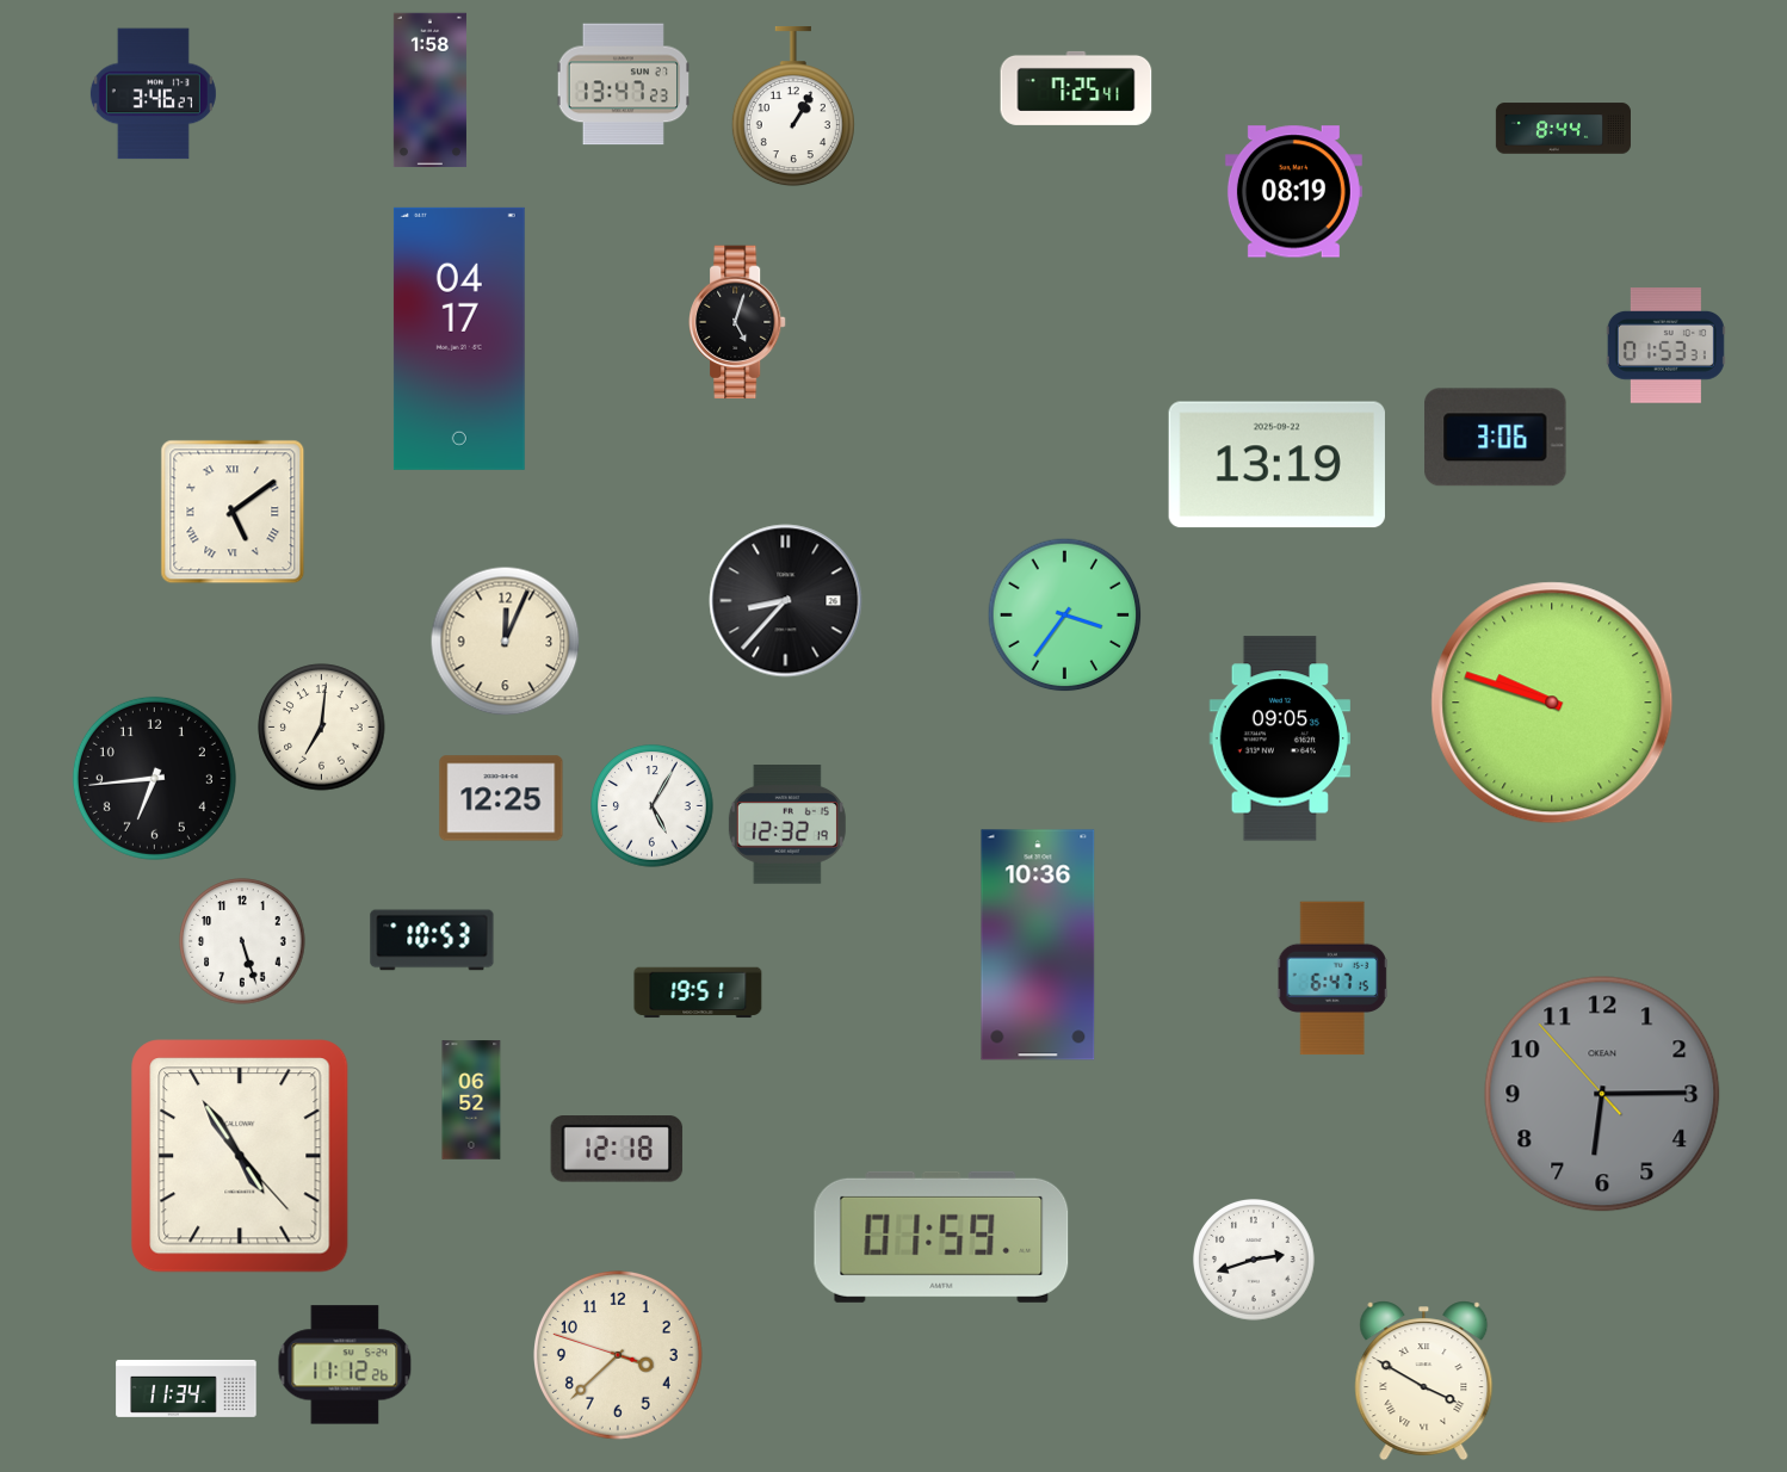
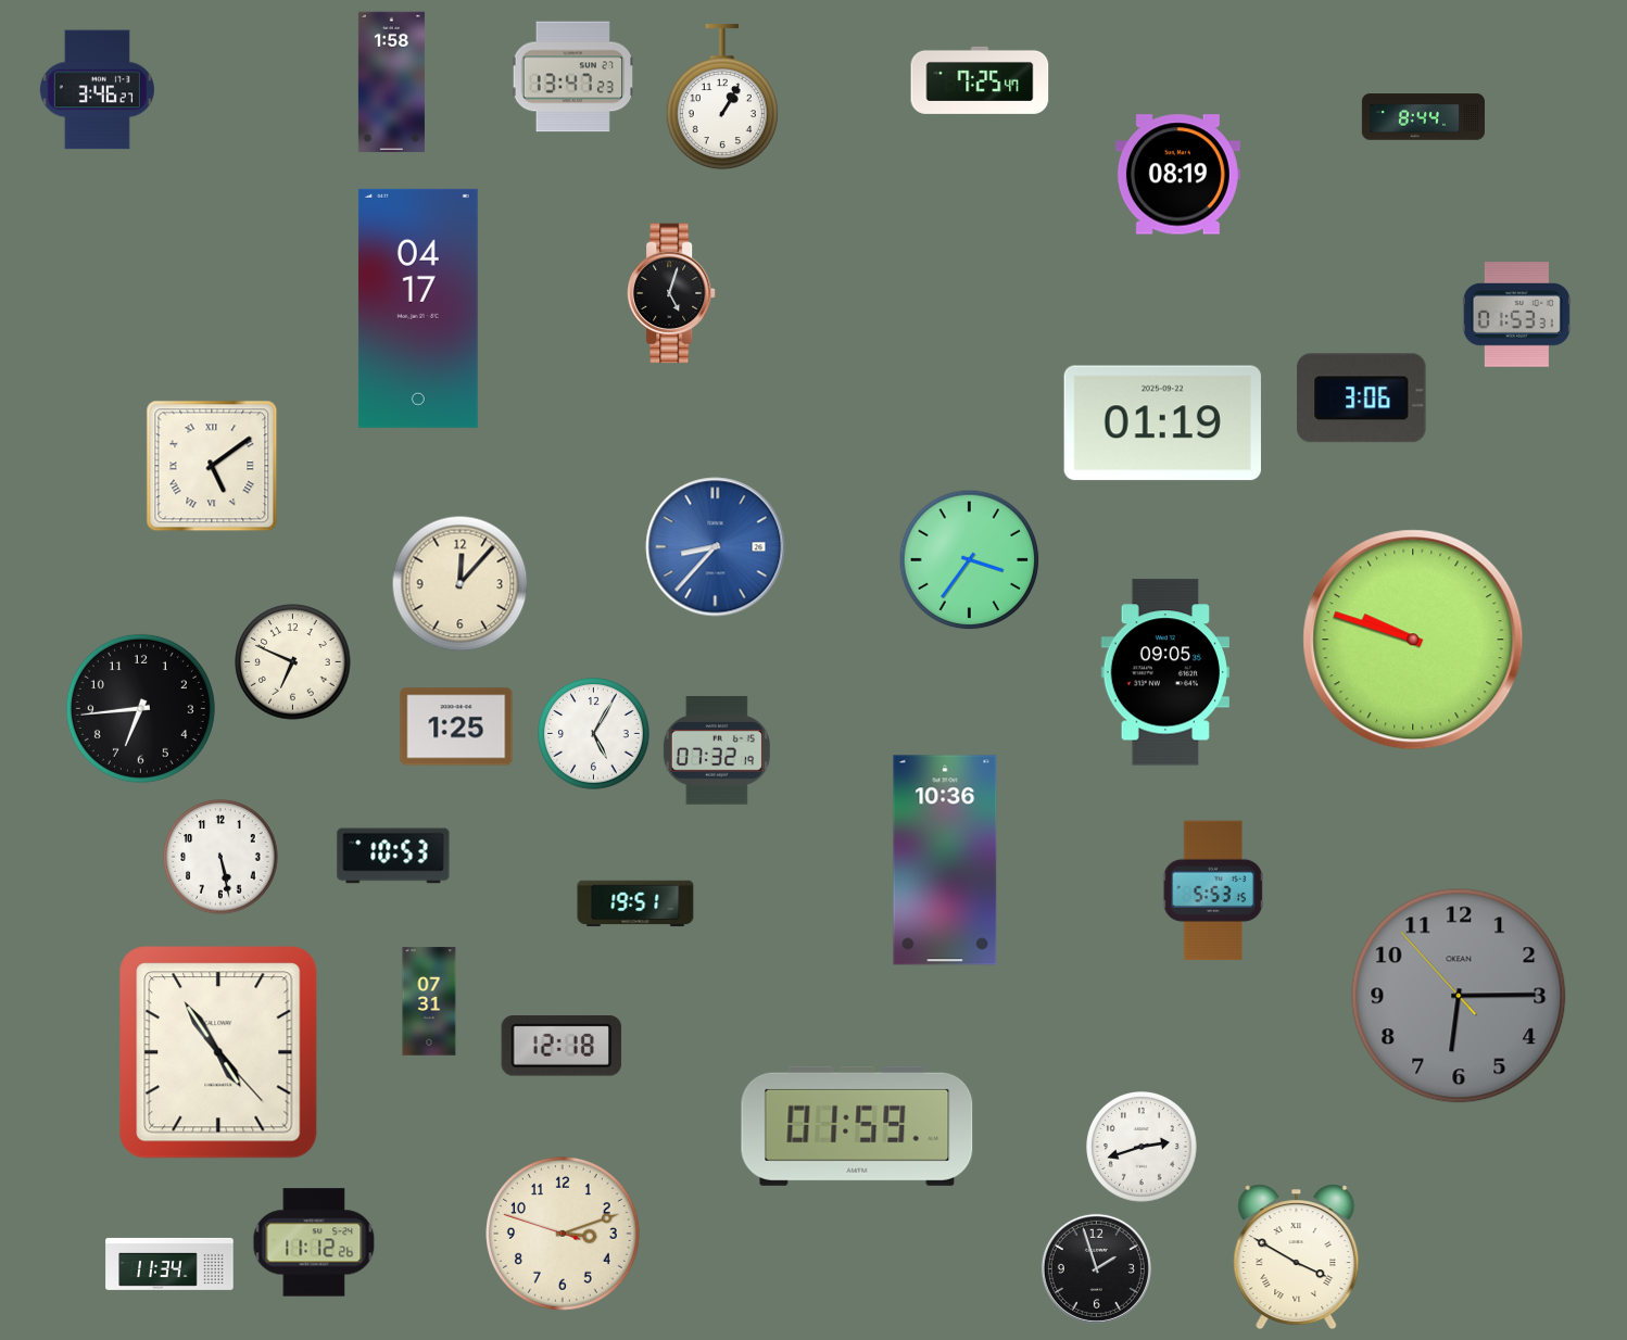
clock at (623, 85) position: (623, 85) -> (572, 77)
clock at (1076, 88): 7:25:41 -> 7:25:47
clock at (153, 94) position: (153, 94) -> (97, 90)
clock at (1276, 465): 13:19 -> 01:19
clock at (786, 601) dial: black -> blue
clock at (506, 642): 12:04 -> 12:07
clock at (322, 728): 7:01 -> 6:49
clock at (501, 798): 12:25 -> 1:25
clock at (787, 824): 12:32 -> 07:32
clock at (242, 941): 5:27 -> 5:28
clock at (1332, 978): 6:47 -> 5:53
clock at (471, 1100): 06:52 -> 07:31
clock at (619, 1356): 3:37 -> 3:11
clock at (1096, 1268): none -> 1:57
